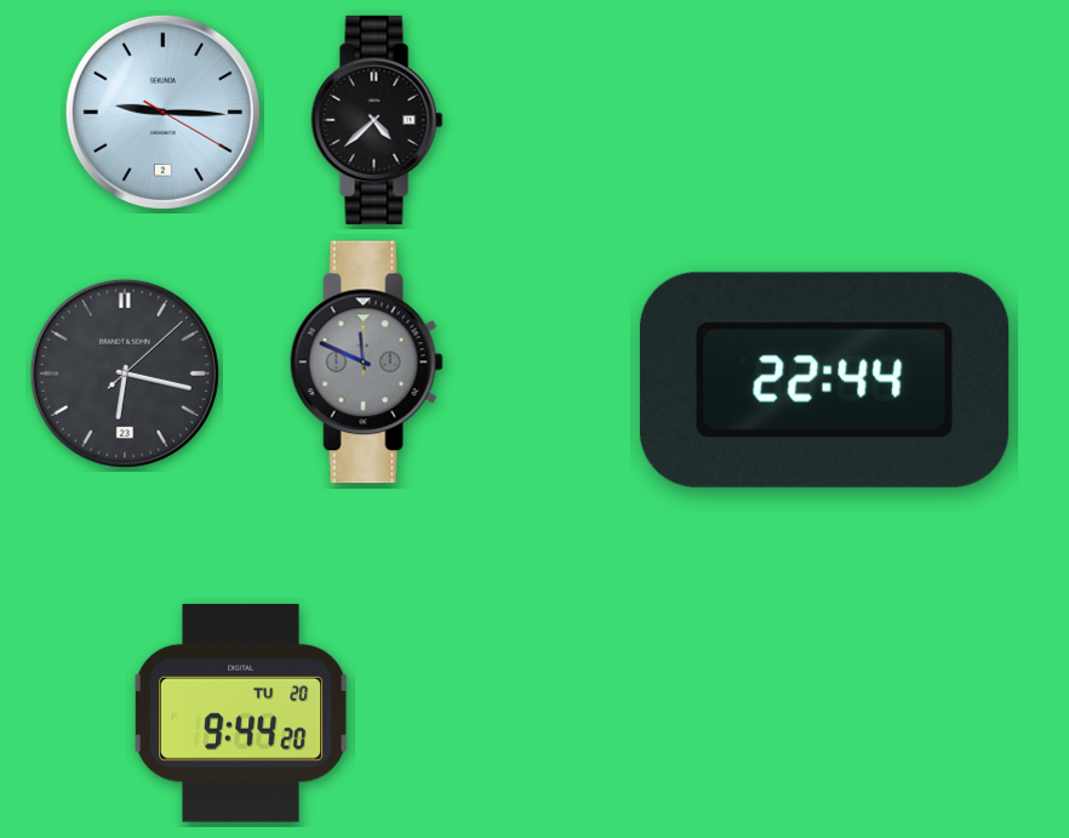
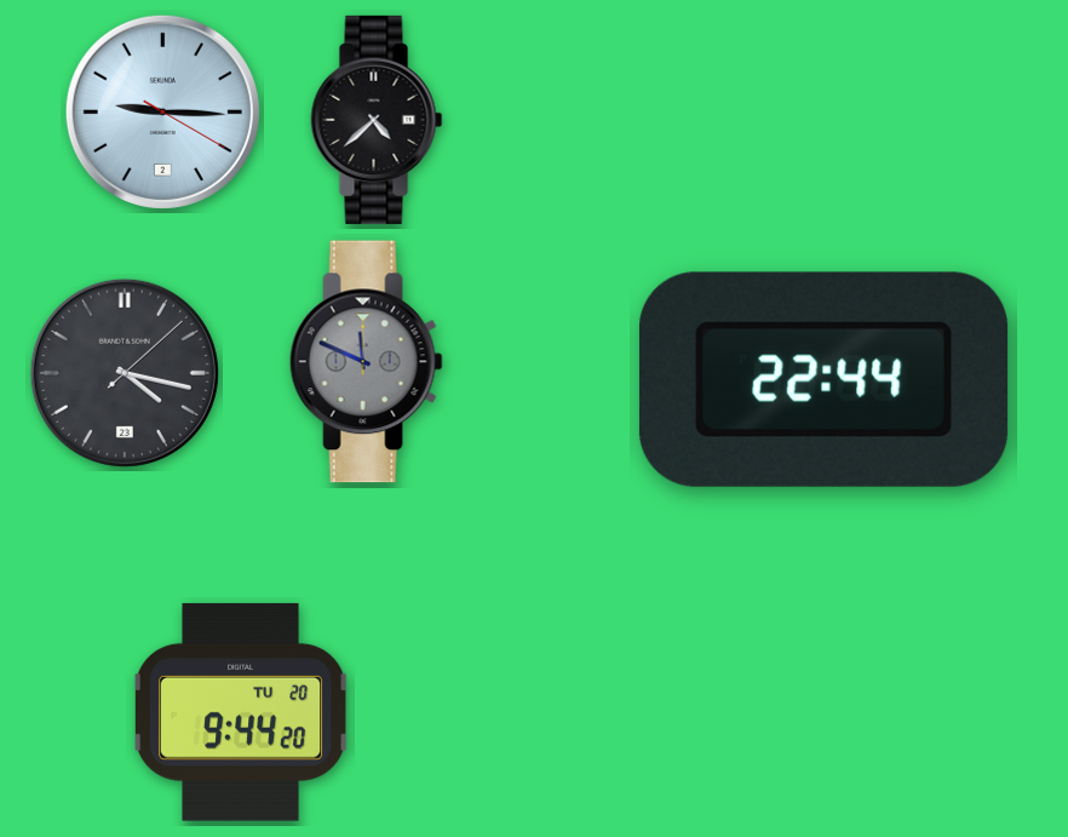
clock at (125, 374): 6:17 -> 4:17
